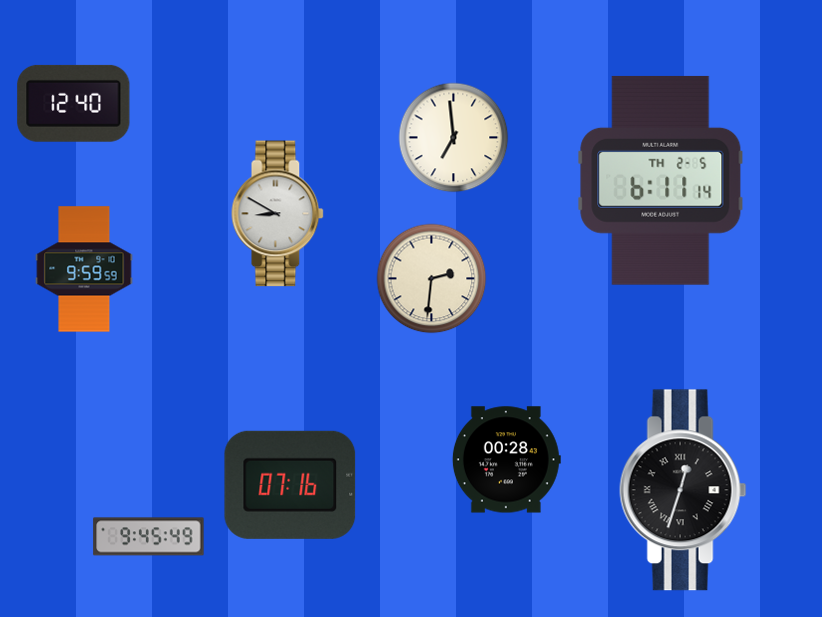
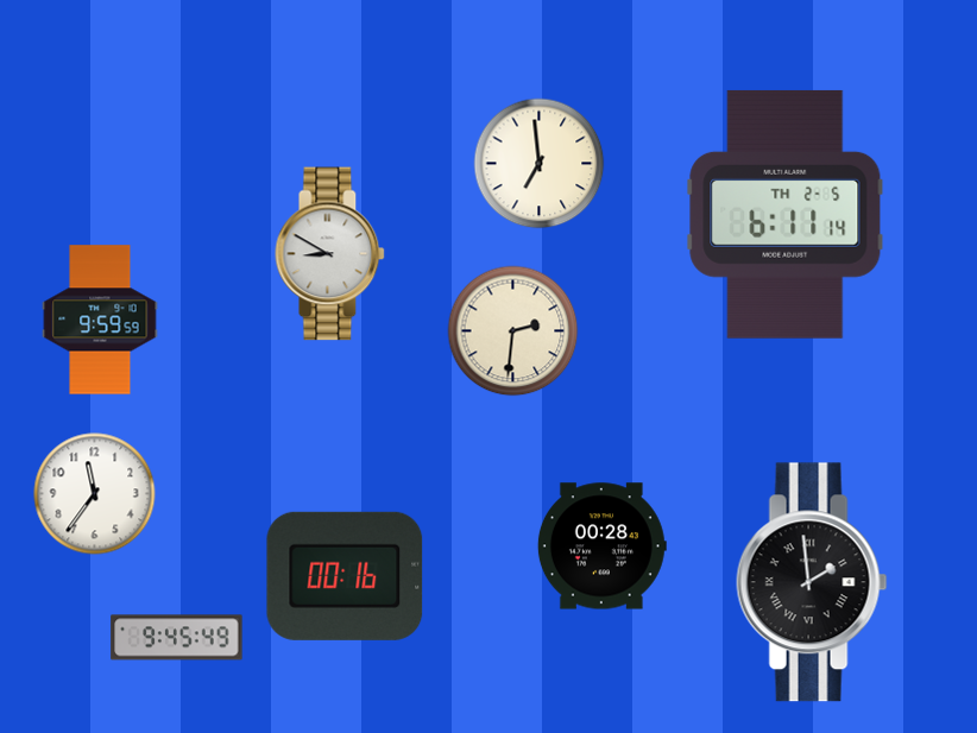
clock at (74, 103): 12:40 -> none
clock at (95, 494): none -> 11:36
clock at (290, 485): 07:16 -> 00:16
clock at (683, 490): 12:33 -> 1:59
